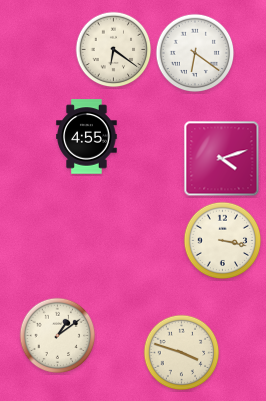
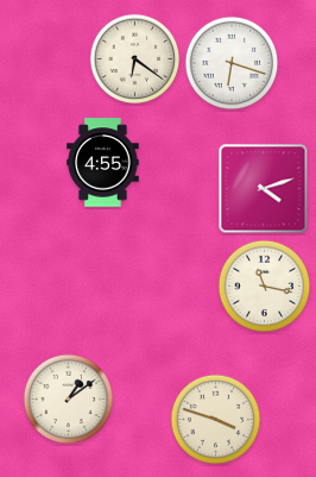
clock at (195, 53): 6:21 -> 6:18
clock at (223, 241): 3:17 -> 11:17
